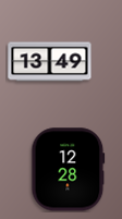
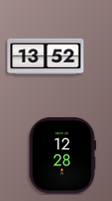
clock at (50, 62): 13:49 -> 13:52
